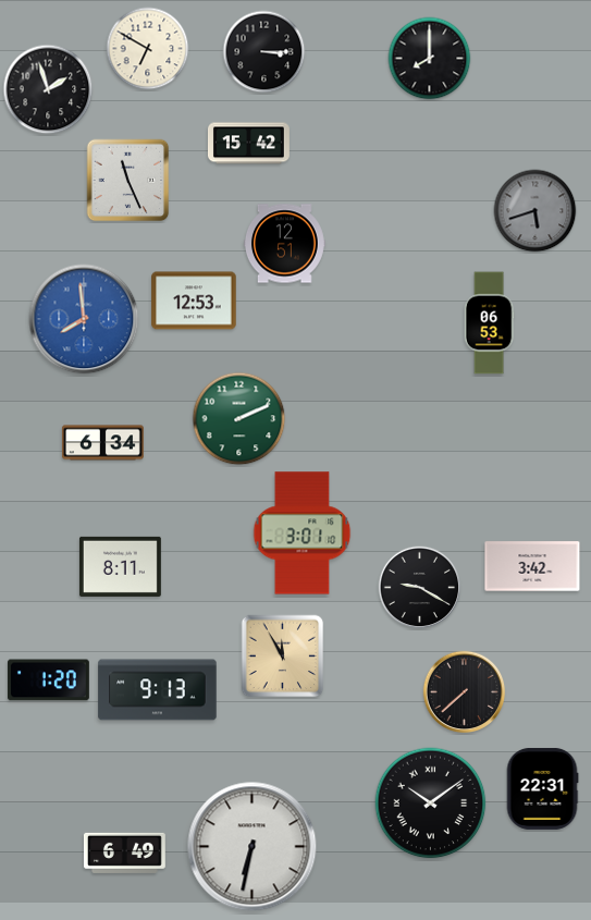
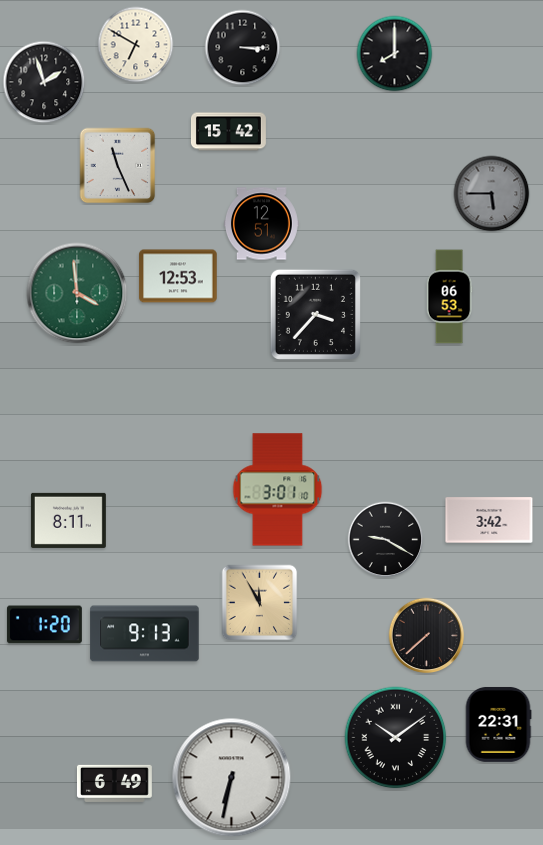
clock at (535, 211): 5:42 -> 5:45
clock at (84, 319): 7:59 -> 3:59
clock at (84, 319) dial: blue -> green
clock at (315, 314): none -> 3:37
clock at (239, 419): 2:11 -> none
clock at (102, 443): 6:34 -> none
clock at (120, 566) position: (120, 566) -> (68, 520)
